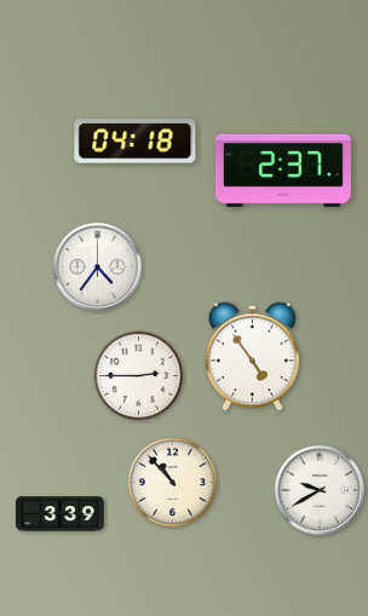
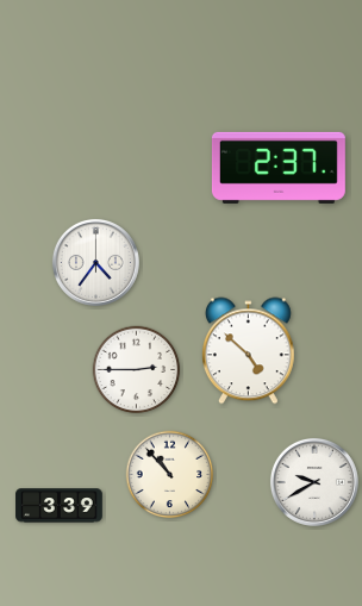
clock at (136, 142): 04:18 -> none
clock at (252, 357): 4:54 -> 4:52
